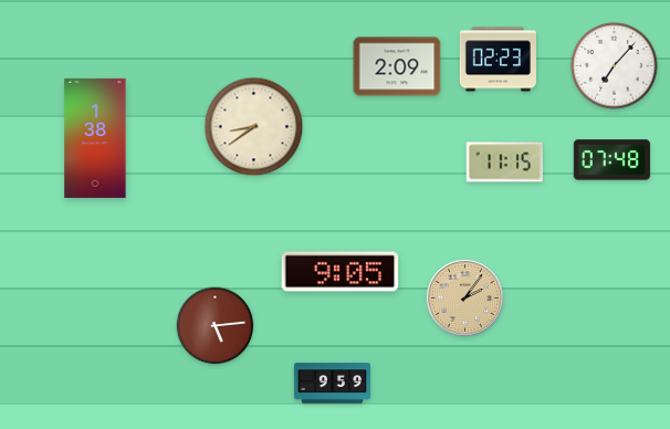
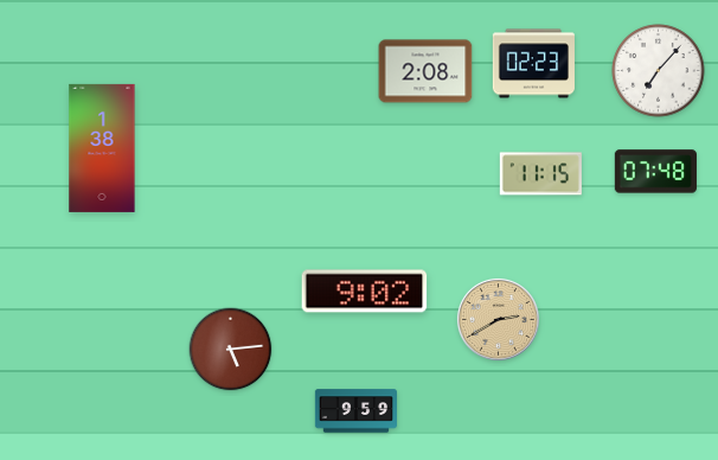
clock at (397, 66): 2:09 -> 2:08
clock at (254, 127): 8:39 -> none
clock at (341, 272): 9:05 -> 9:02
clock at (464, 297): 2:06 -> 2:40
